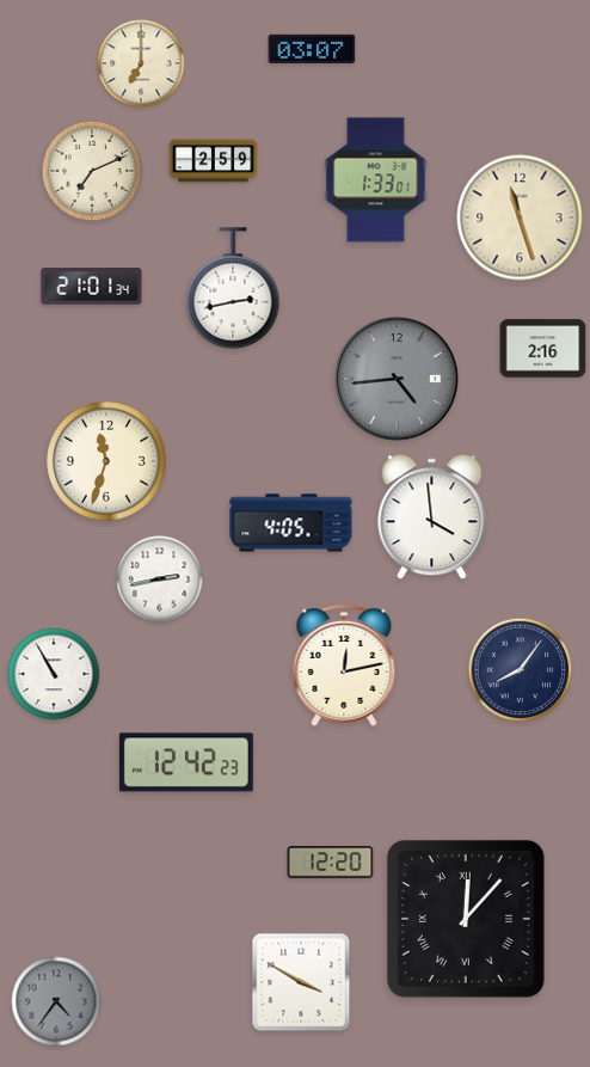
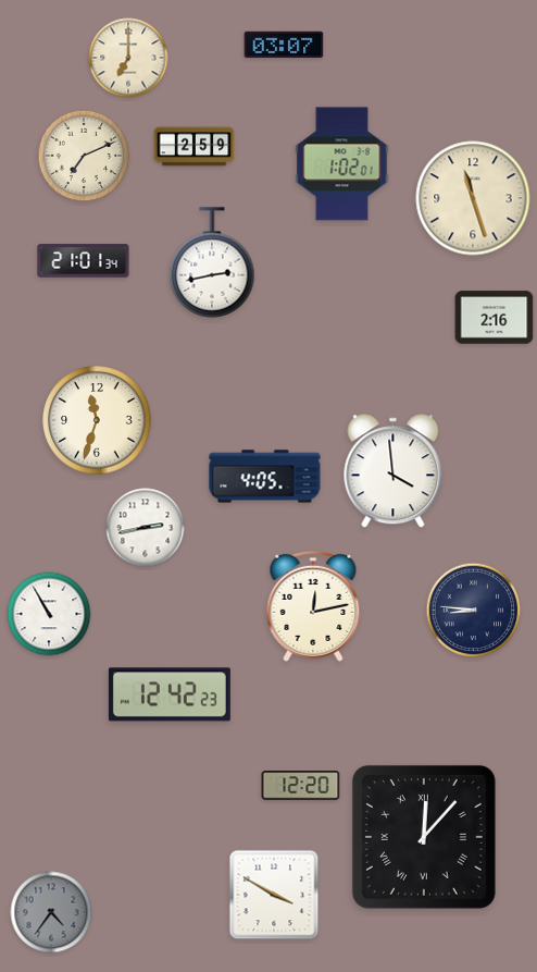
clock at (376, 180): 1:33 -> 1:02
clock at (397, 379): 4:44 -> none
clock at (521, 670): 8:06 -> 8:46
